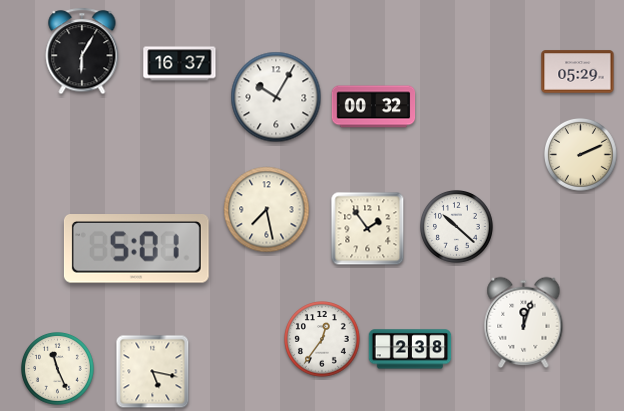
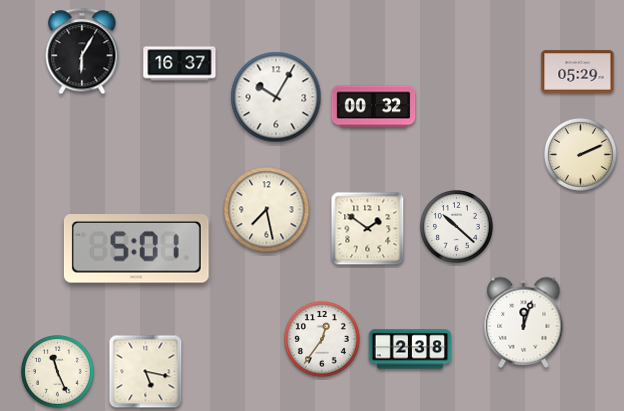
clock at (368, 229): 1:54 -> 1:51
clock at (58, 369) position: (58, 369) -> (58, 372)
clock at (153, 372) position: (153, 372) -> (146, 372)
